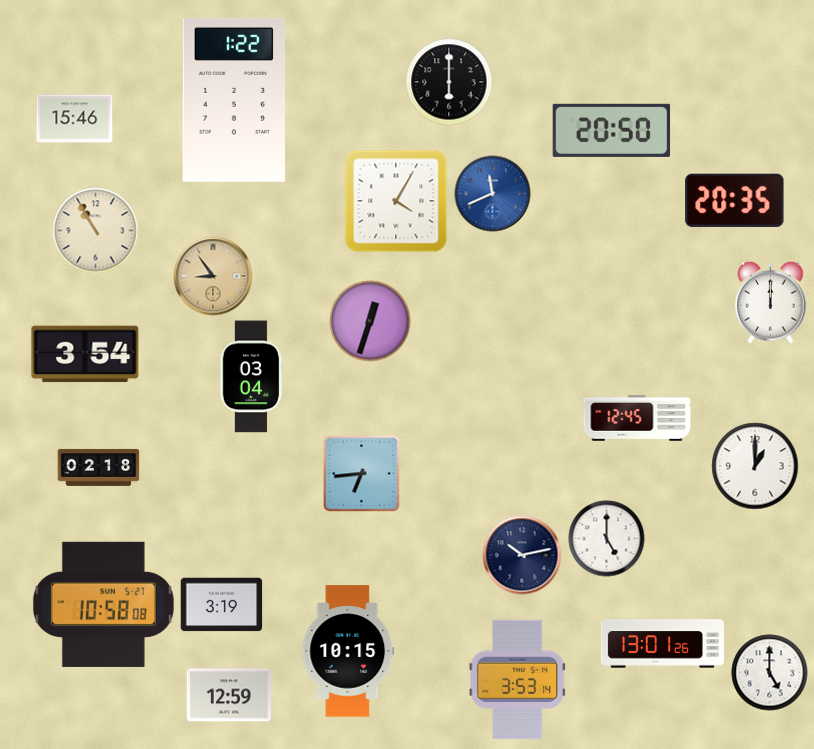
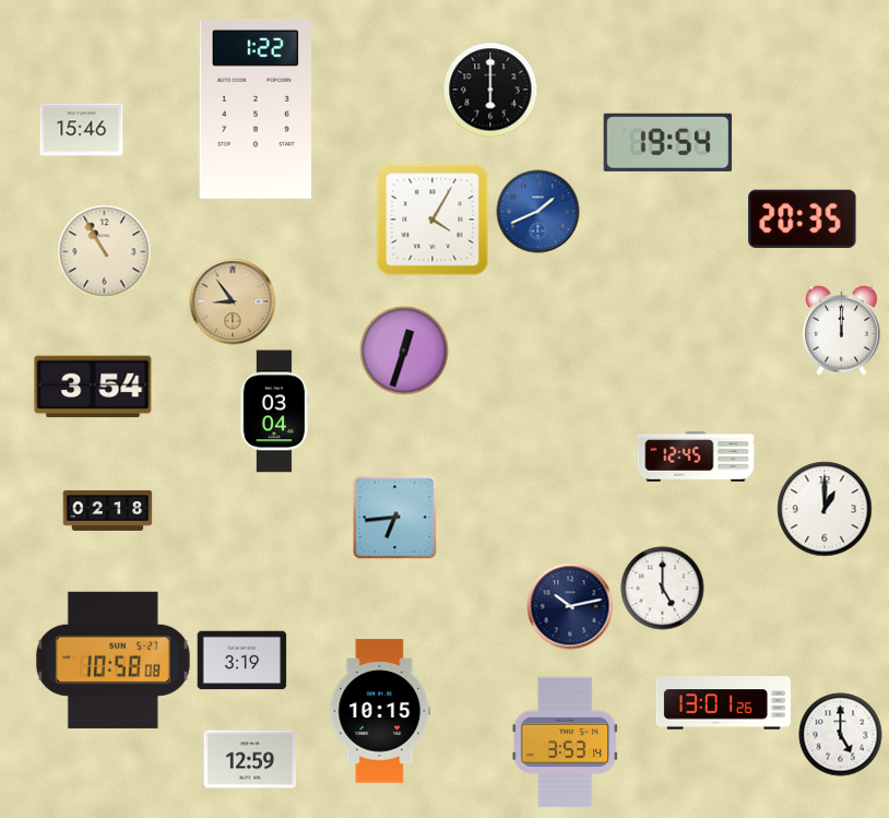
clock at (612, 130): 20:50 -> 19:54
clock at (493, 194): 11:41 -> 1:41
